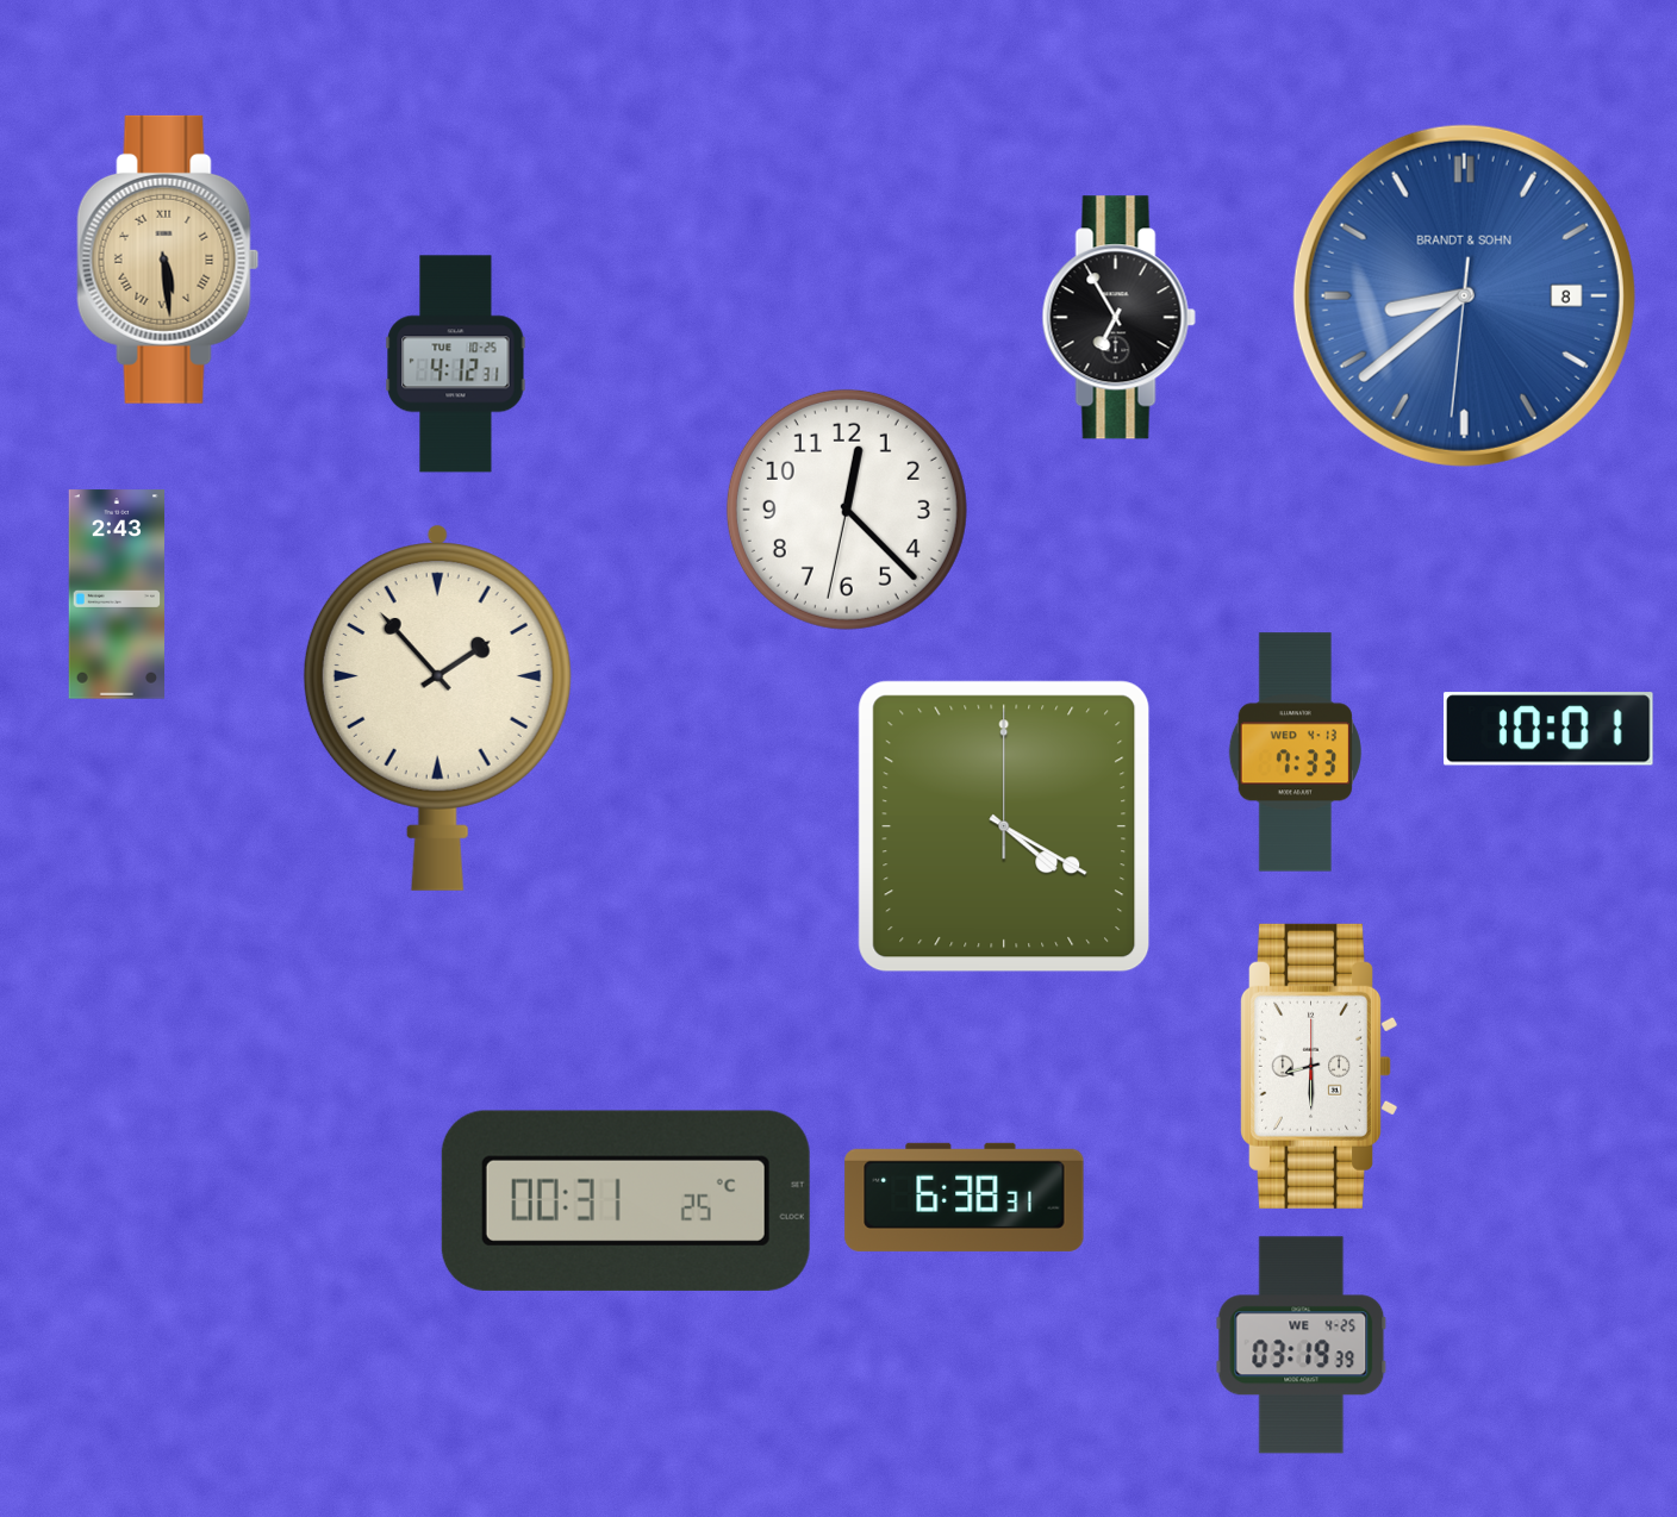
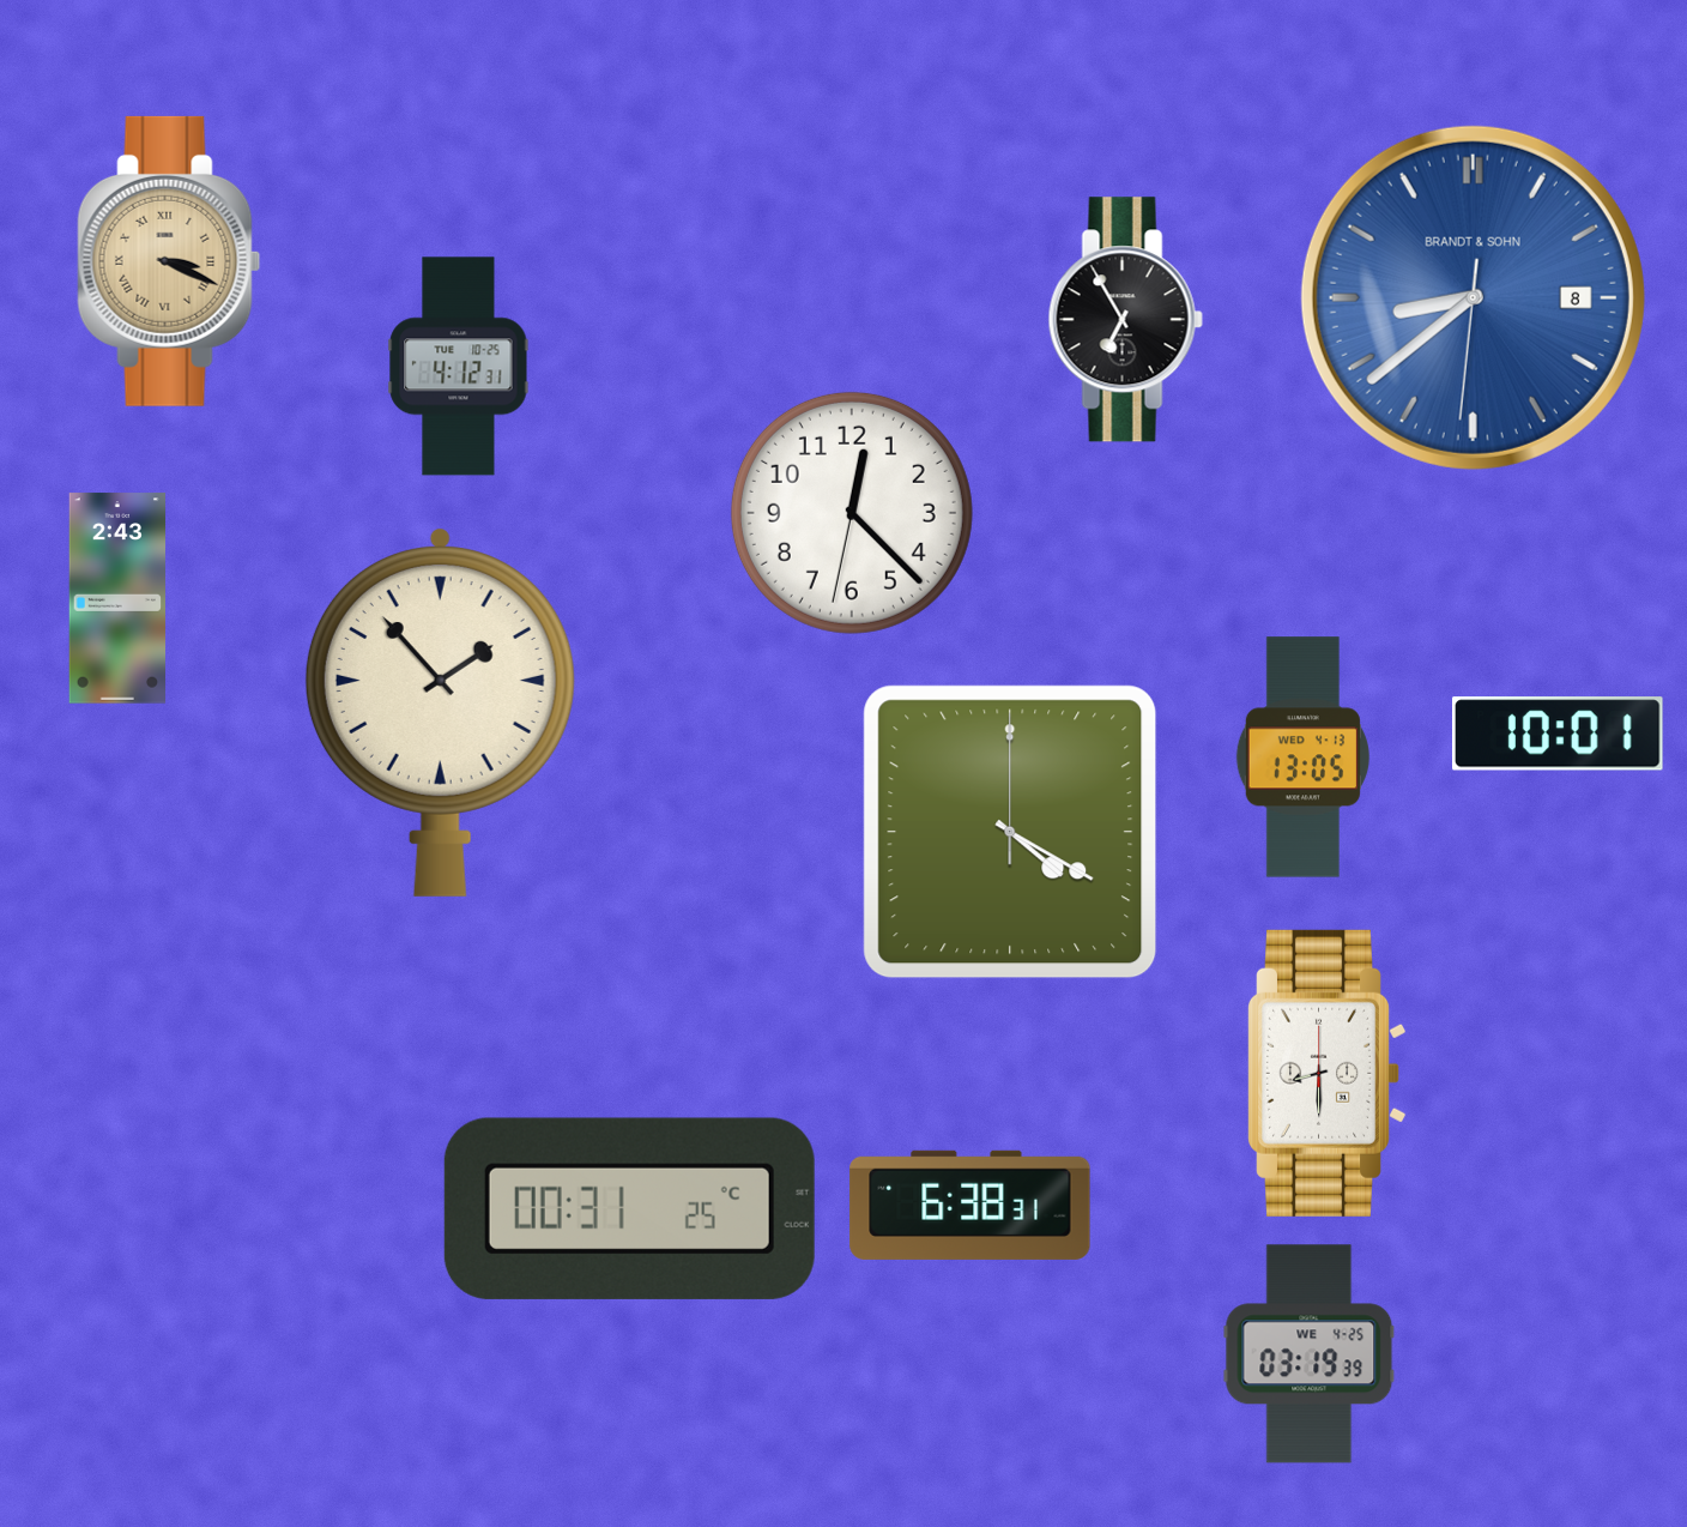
clock at (168, 260): 5:29 -> 3:19
clock at (1295, 753): 7:33 -> 13:05
